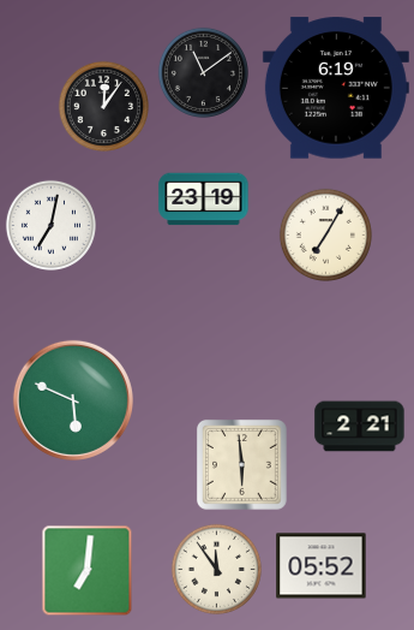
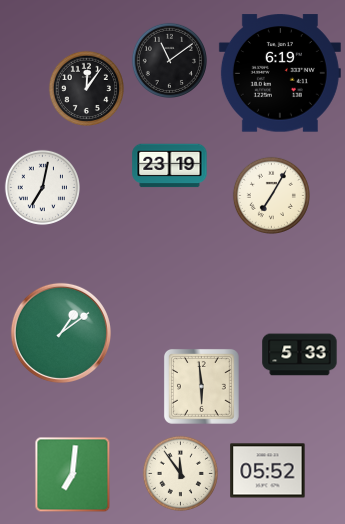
clock at (73, 400): 5:49 -> 1:09
clock at (360, 427): 2:21 -> 5:33
